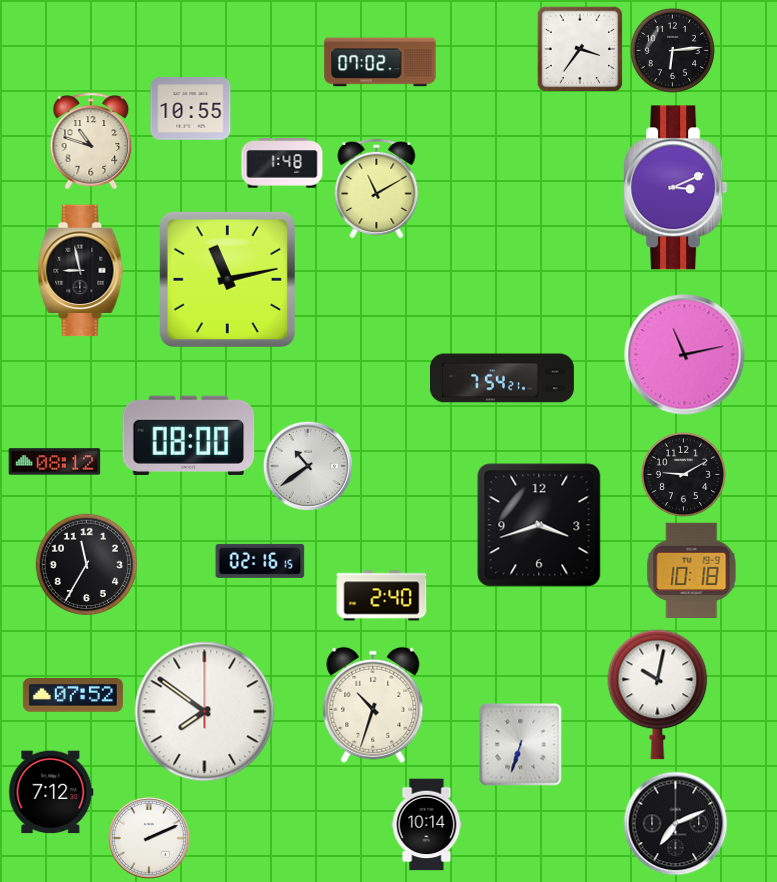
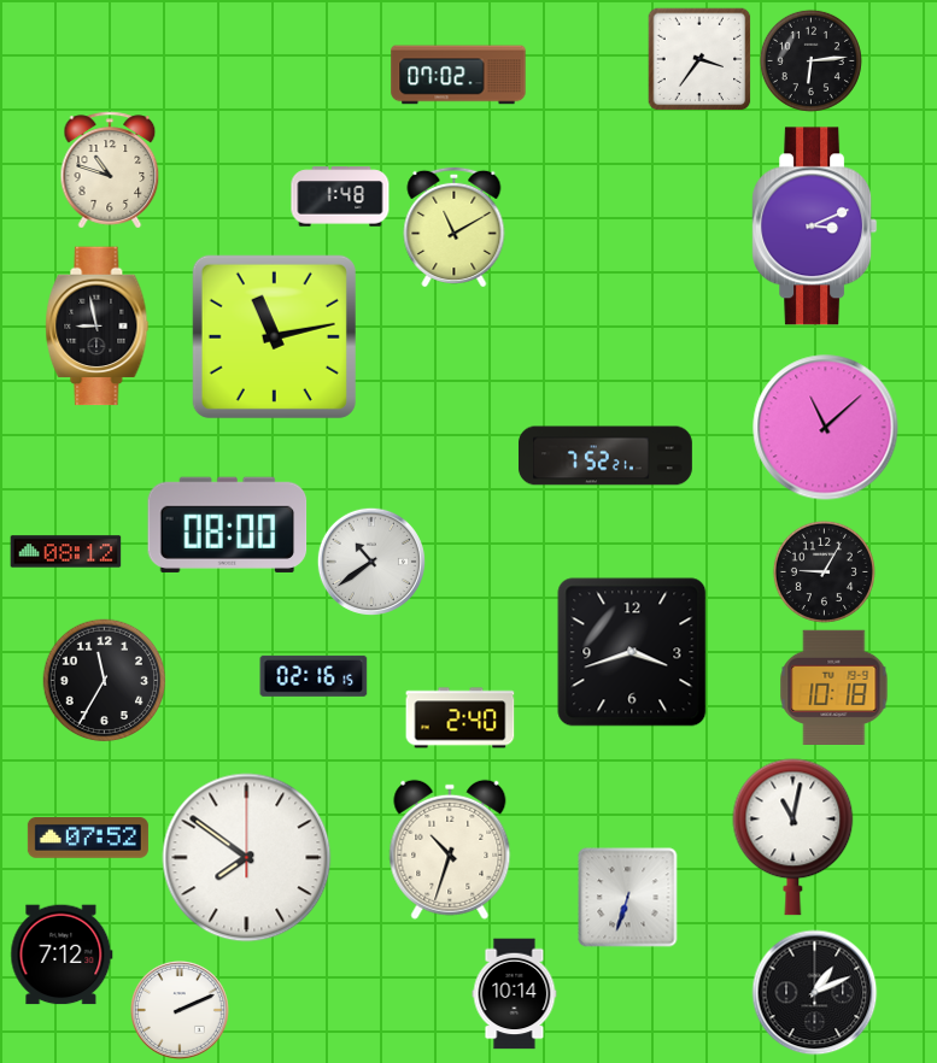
clock at (191, 109): 10:55 -> none
clock at (685, 355): 11:13 -> 11:08
clock at (502, 378): 7:54 -> 7:52
clock at (55, 462) position: (55, 462) -> (66, 552)
clock at (683, 474): 9:10 -> 9:05
clock at (539, 525) position: (539, 525) -> (632, 652)
clock at (658, 695): 10:02 -> 11:02
clock at (676, 824): 7:11 -> 1:11
